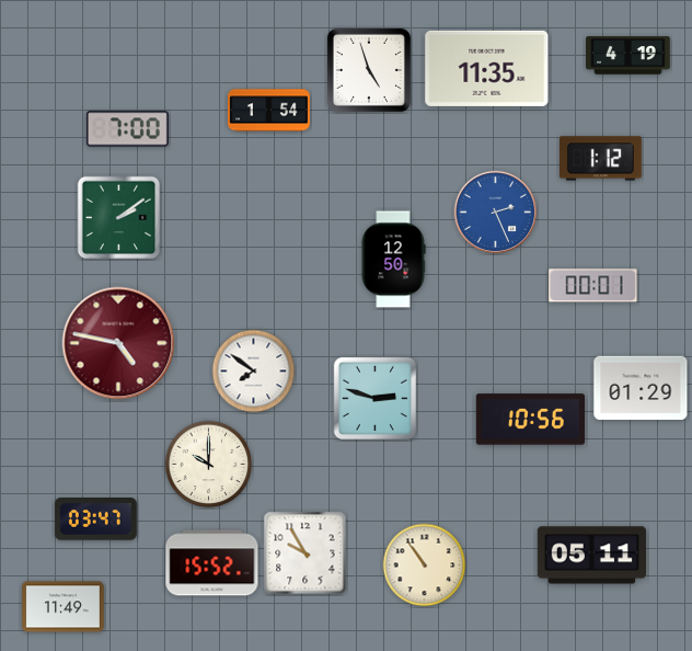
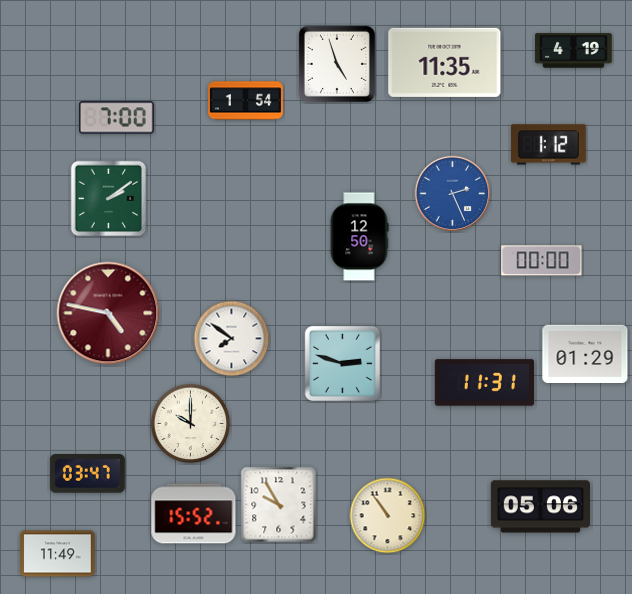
clock at (593, 286): 00:01 -> 00:00
clock at (530, 420): 10:56 -> 11:31
clock at (591, 556): 05:11 -> 05:06
